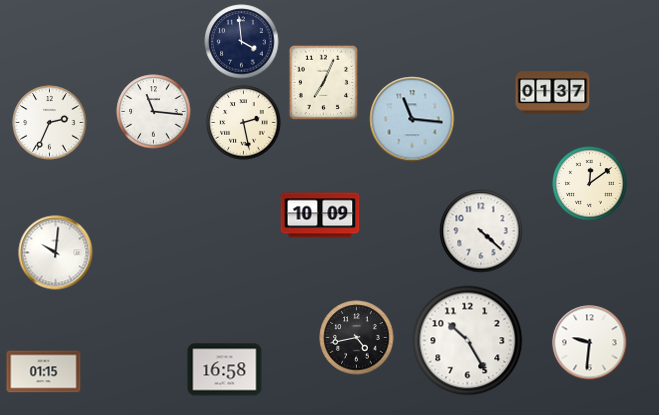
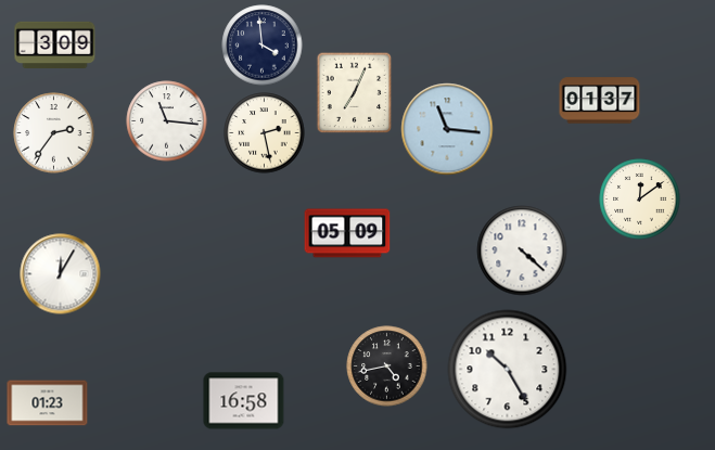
clock at (55, 44): none -> 3:09
clock at (324, 83) position: (324, 83) -> (355, 93)
clock at (50, 123): 2:34 -> 2:36
clock at (320, 215): 10:09 -> 05:09
clock at (56, 253): 10:01 -> 12:05
clock at (590, 343): 9:31 -> none
clock at (44, 372): 01:15 -> 01:23
